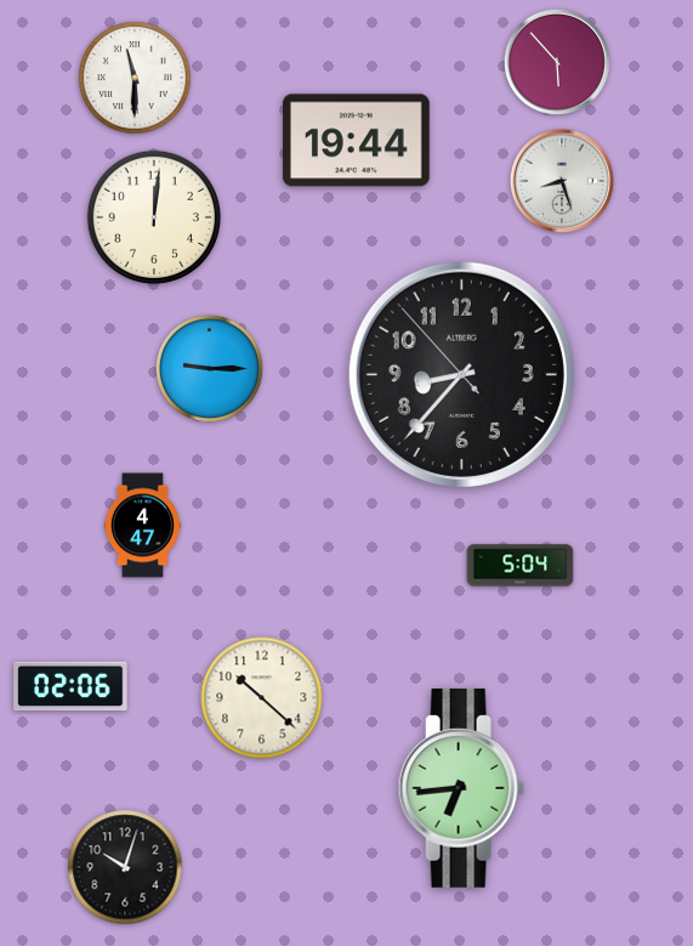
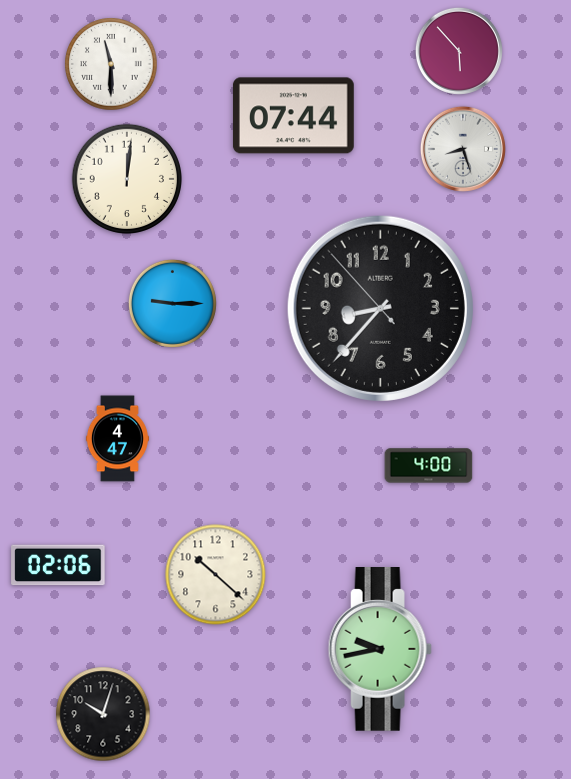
clock at (356, 141): 19:44 -> 07:44
clock at (142, 526) position: (142, 526) -> (117, 439)
clock at (521, 566): 5:04 -> 4:00
clock at (461, 789): 6:44 -> 9:43
